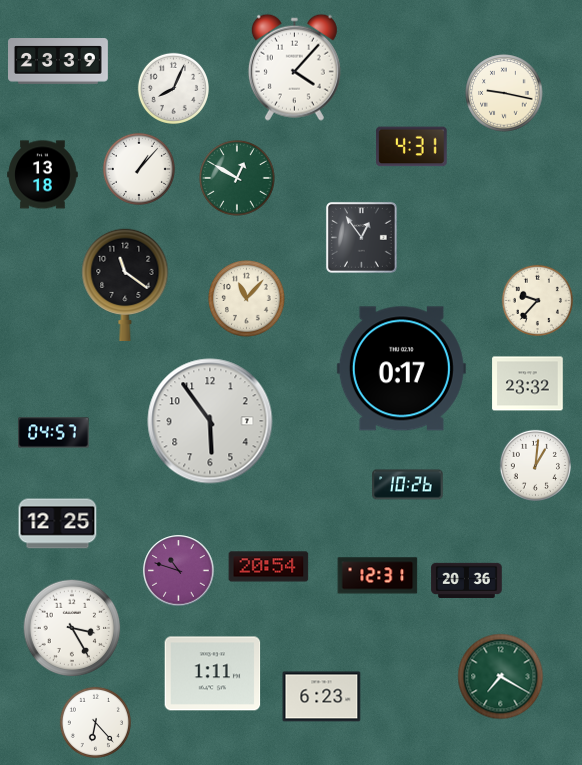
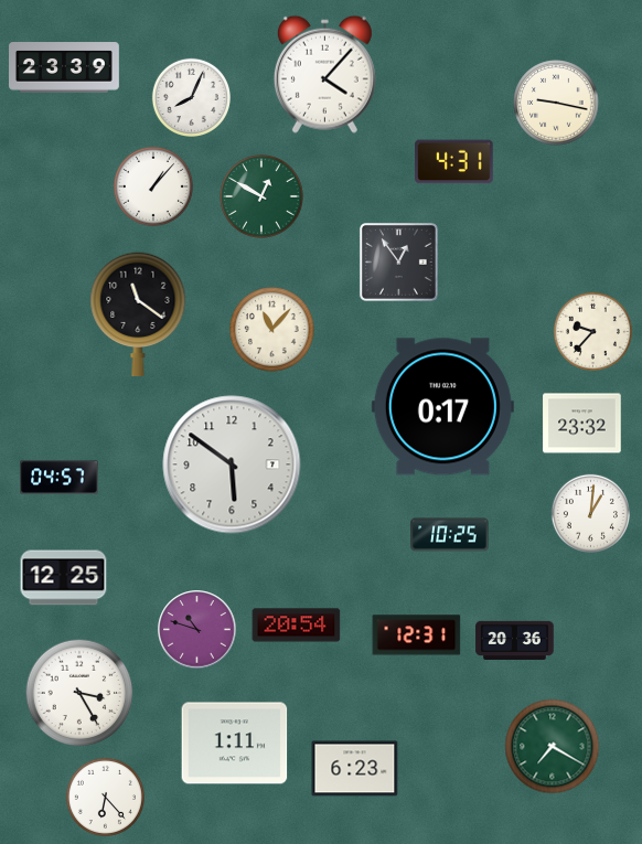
clock at (43, 175): 13:18 -> none
clock at (210, 421): 5:54 -> 5:51
clock at (408, 485): 10:26 -> 10:25
